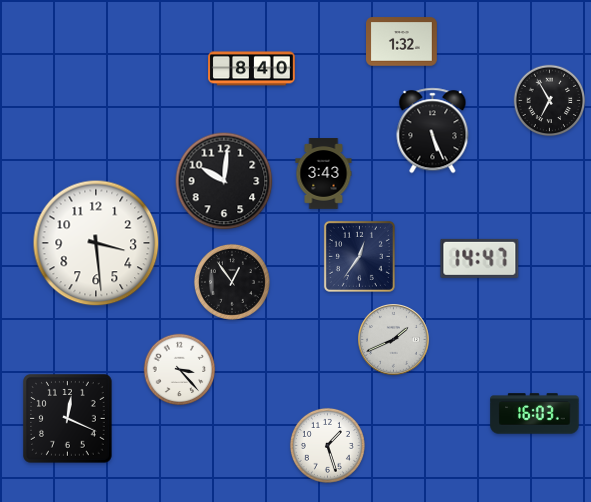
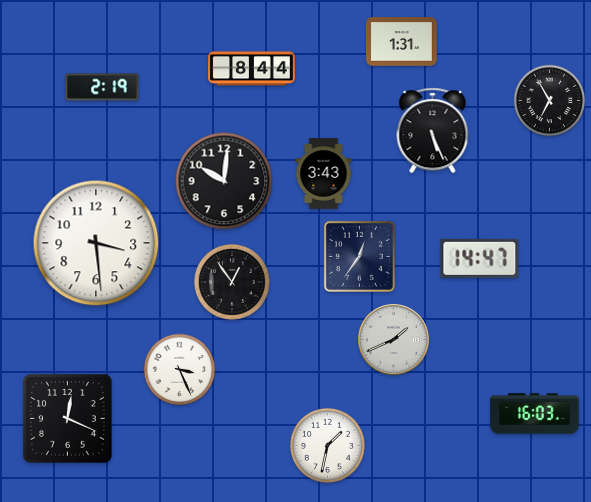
clock at (402, 42): 1:32 -> 1:31
clock at (252, 69): 8:40 -> 8:44
clock at (102, 87): none -> 2:19
clock at (180, 370): 3:23 -> 3:26
clock at (327, 445): 1:27 -> 1:32
